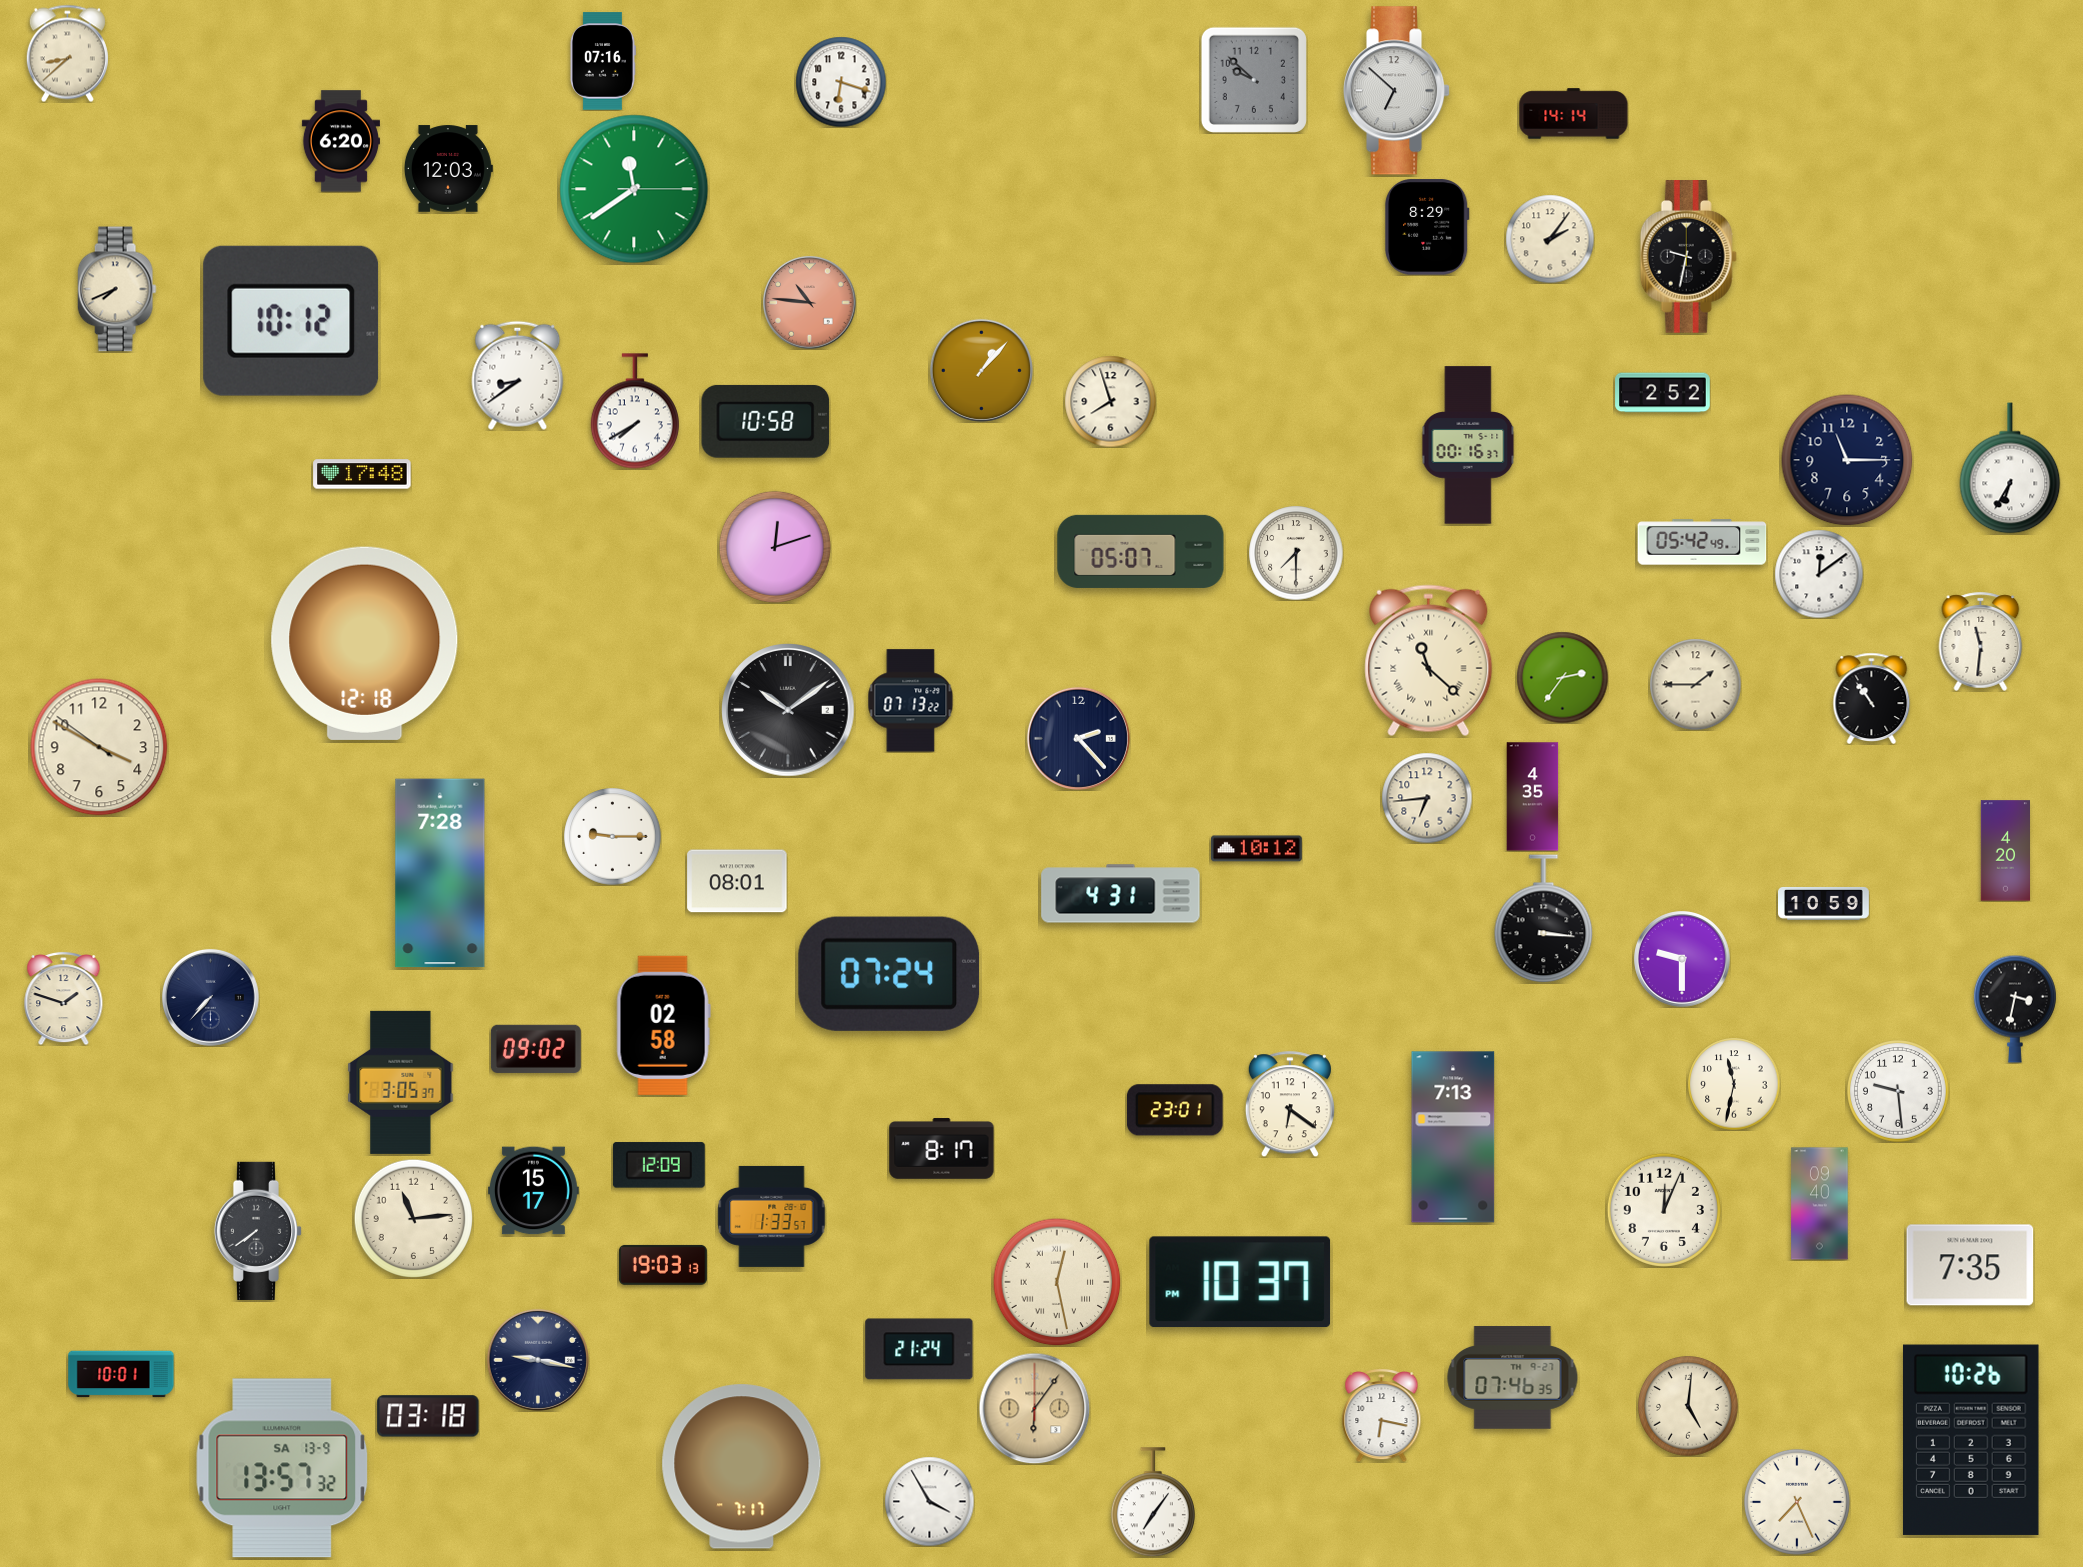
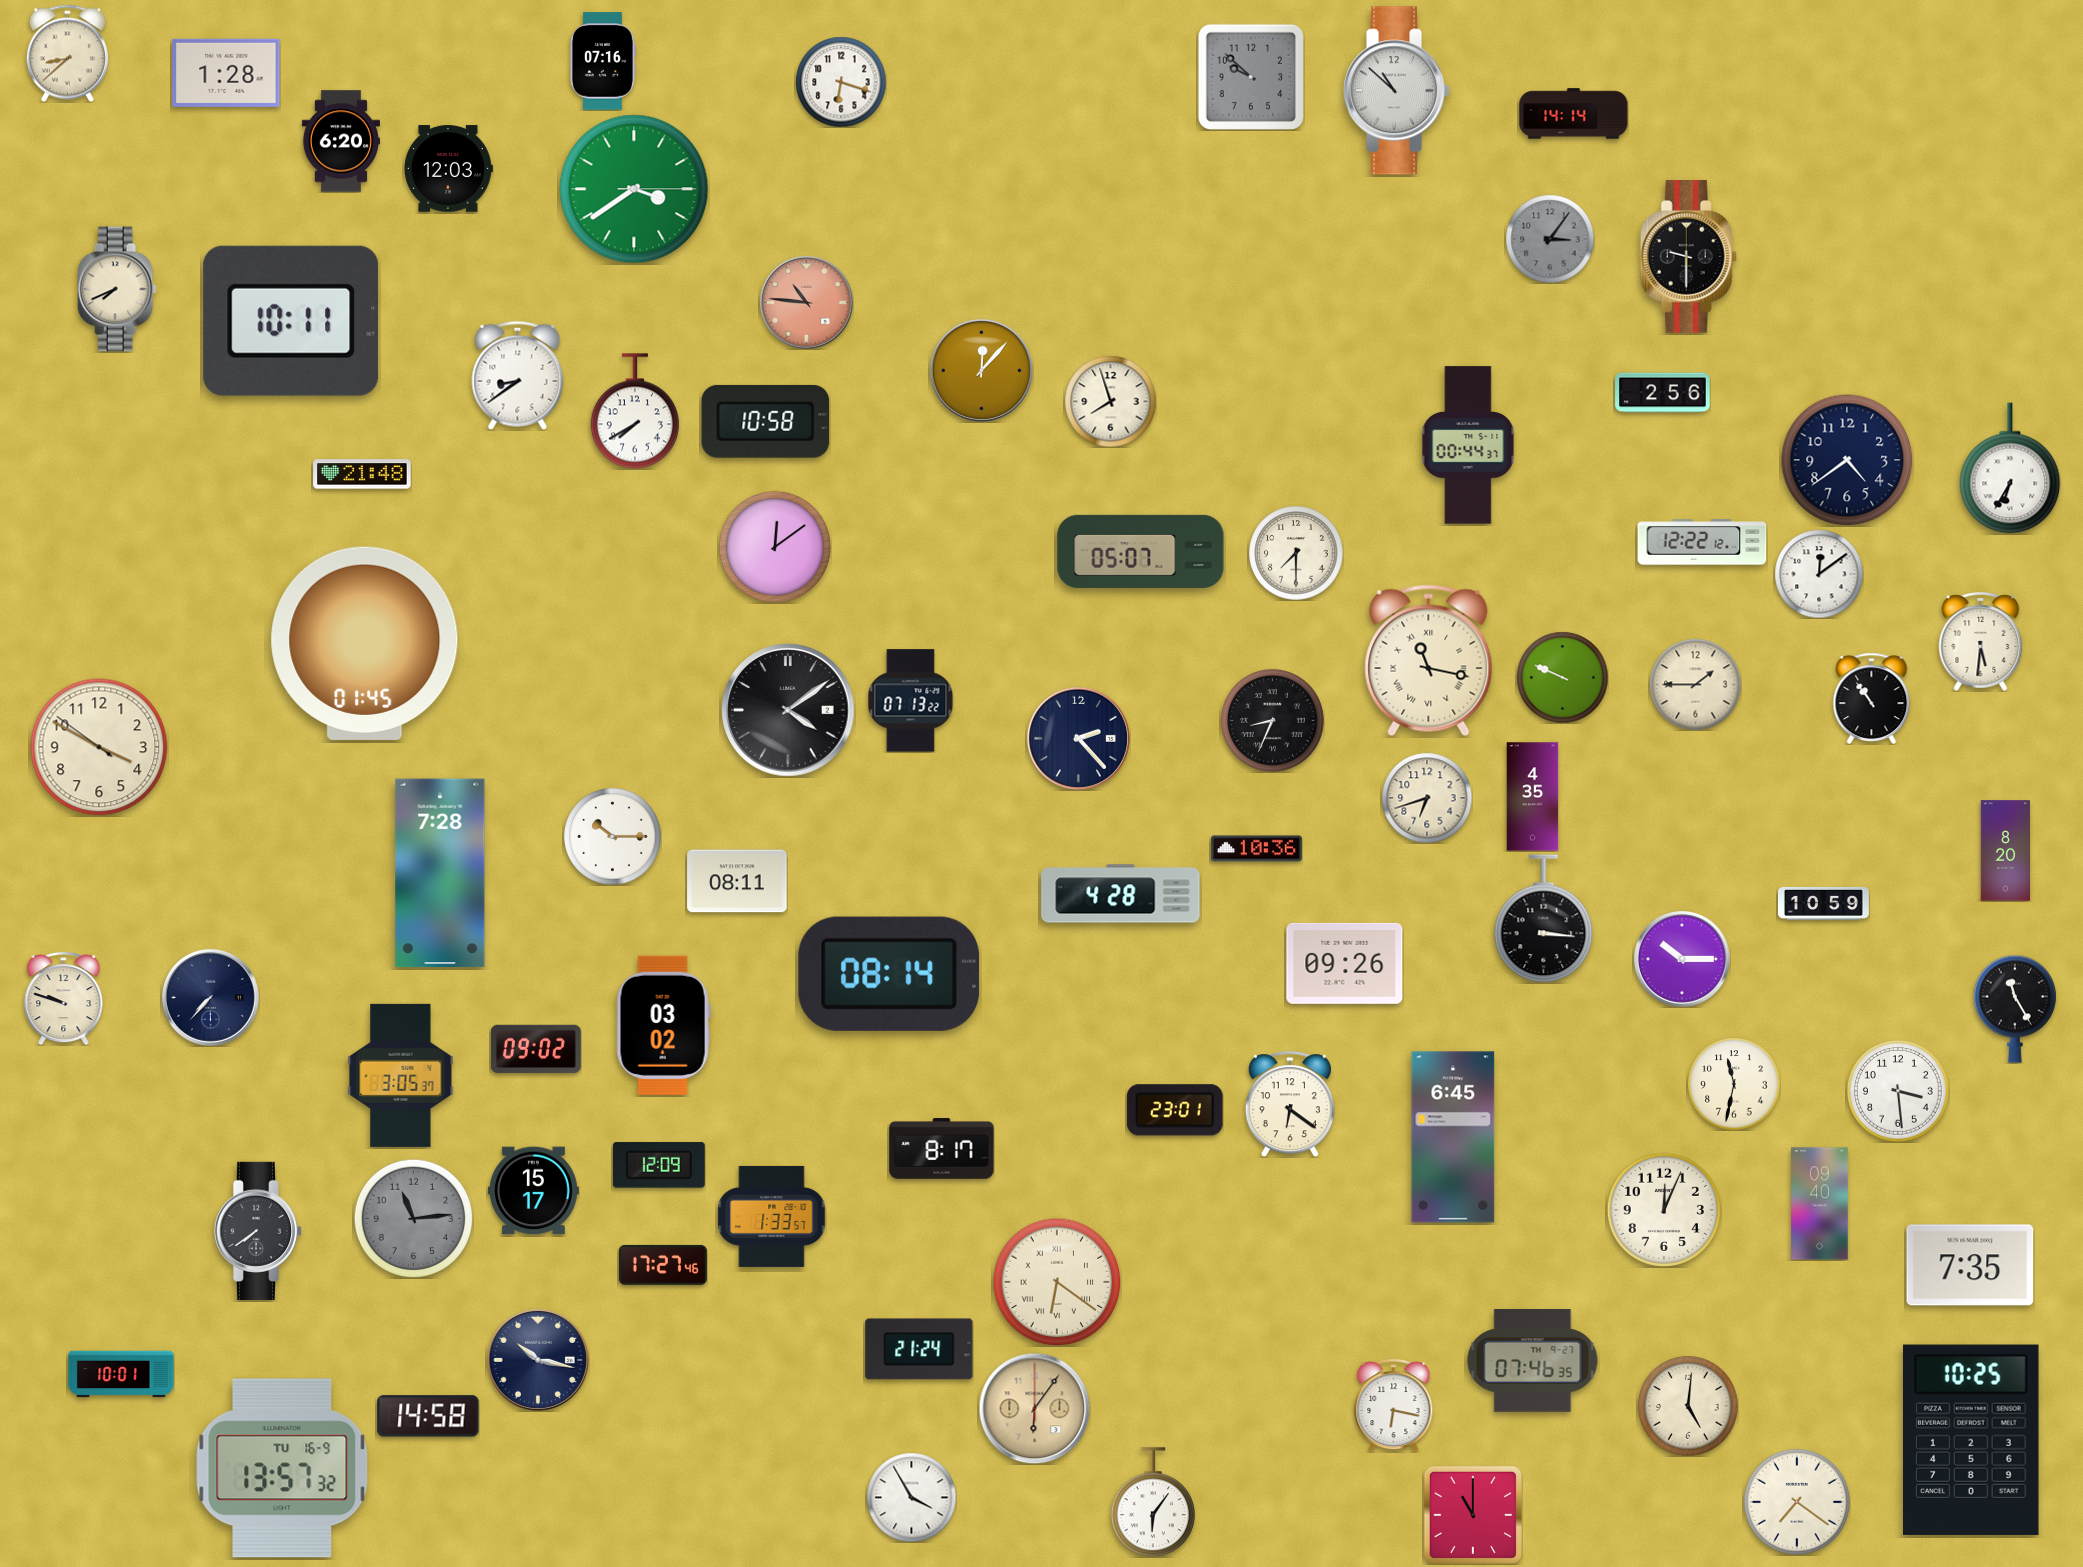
clock at (226, 73): none -> 1:28
clock at (1254, 80) position: (1254, 80) -> (1251, 77)
clock at (1398, 91): 6:52 -> 10:52
clock at (634, 189): 11:39 -> 3:39
clock at (1427, 227): 8:29 -> none
clock at (1550, 239): 2:06 -> 3:06
clock at (1550, 239) dial: cream -> grey
clock at (1688, 257): 9:32 -> 9:30
clock at (809, 302) position: (809, 302) -> (806, 302)
clock at (291, 321): 10:12 -> 10:11
clock at (981, 370): 1:07 -> 12:07
clock at (1663, 393): 2:52 -> 2:56
clock at (1468, 445): 00:16 -> 00:44
clock at (1847, 460): 11:15 -> 4:39
clock at (362, 474): 17:48 -> 21:48
clock at (1702, 542): 05:42 -> 12:22
clock at (775, 547): 12:12 -> 12:09
clock at (1981, 641): 11:31 -> 5:31
clock at (365, 643): 12:18 -> 01:45
clock at (1429, 661): 11:22 -> 11:17
clock at (1562, 677): 2:36 -> 9:49
clock at (788, 710): 10:09 -> 4:09
clock at (1272, 720): none -> 8:34
clock at (1427, 798): 6:44 -> 6:42
clock at (613, 837): 9:15 -> 10:15
clock at (1256, 849): 10:12 -> 10:36
clock at (2006, 851): 4:20 -> 8:20
clock at (737, 881): 08:01 -> 08:11
clock at (1121, 894): 4:31 -> 4:28
clock at (1683, 960): 9:30 -> 10:15
clock at (1345, 963): none -> 09:26
clock at (889, 974): 07:24 -> 08:14
clock at (64, 999): 1:48 -> 9:48
clock at (2015, 1009): 3:32 -> 11:25
clock at (663, 1025): 02:58 -> 03:02
clock at (401, 1082) position: (401, 1082) -> (401, 1075)
clock at (1899, 1092): 9:29 -> 3:29
clock at (1453, 1137): 7:13 -> 6:45
clock at (413, 1218) dial: cream -> grey
clock at (663, 1265): 19:03 -> 17:27
clock at (1057, 1282): 12:28 -> 6:21
clock at (1240, 1282): 10:37 -> none
clock at (538, 1360): 9:17 -> 10:17
clock at (1513, 1378) position: (1513, 1378) -> (1533, 1361)
clock at (428, 1416): 03:18 -> 14:58
clock at (1382, 1416) position: (1382, 1416) -> (1394, 1406)
clock at (1971, 1440): 10:26 -> 10:25
clock at (742, 1467): 7:17 -> none
clock at (282, 1468) date: SA 13-9 -> TU 16-9
clock at (929, 1501) position: (929, 1501) -> (911, 1497)
clock at (1153, 1502): 7:06 -> 6:06
clock at (1797, 1502): 7:26 -> 7:21
clock at (1473, 1515): none -> 11:00
